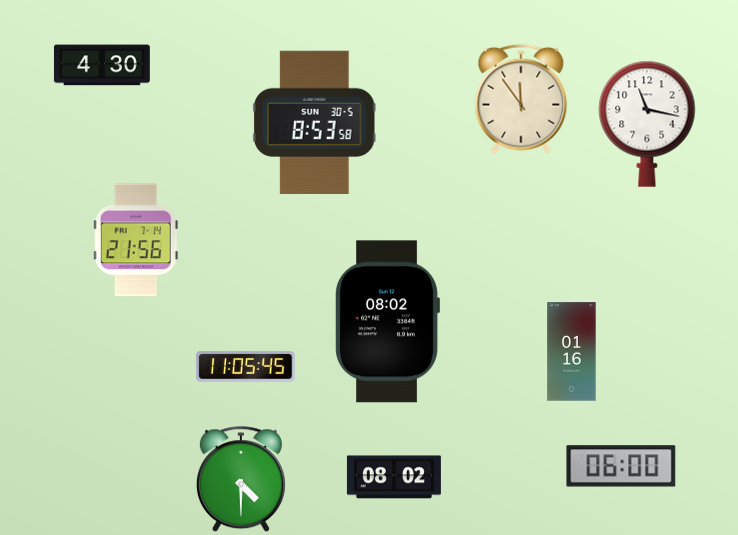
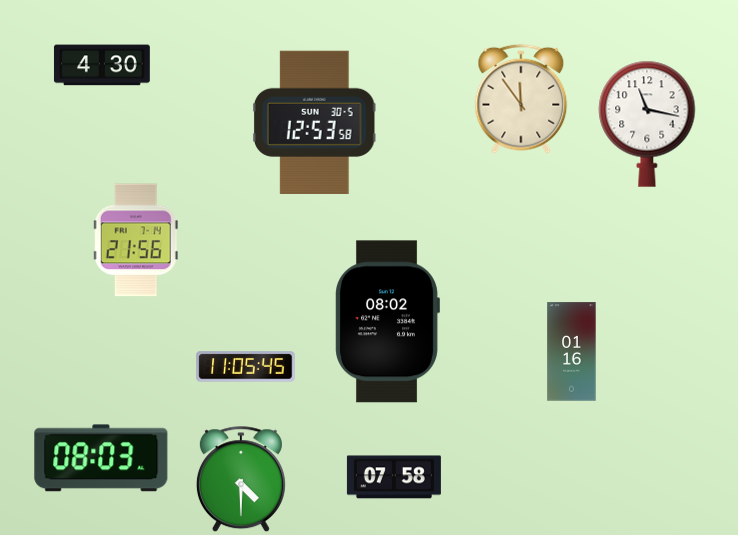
clock at (314, 122): 8:53 -> 12:53
clock at (101, 458): none -> 08:03
clock at (621, 466): 06:00 -> none
clock at (394, 477): 08:02 -> 07:58
